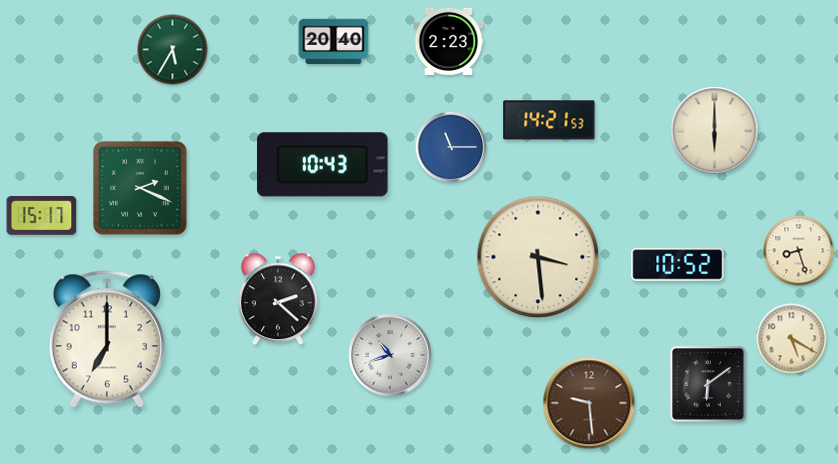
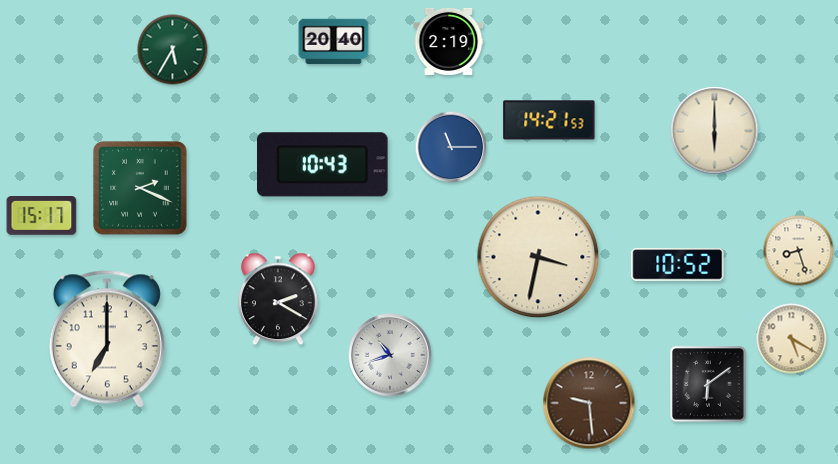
clock at (449, 41): 2:23 -> 2:19
clock at (538, 257): 3:29 -> 3:32
clock at (279, 299): 2:22 -> 2:20
